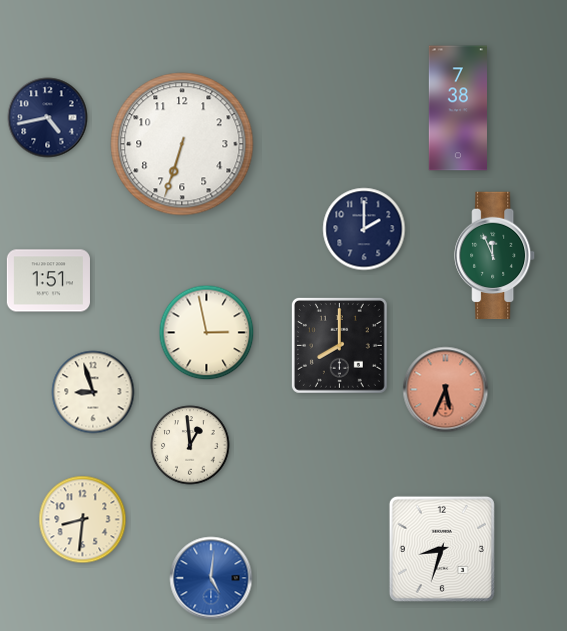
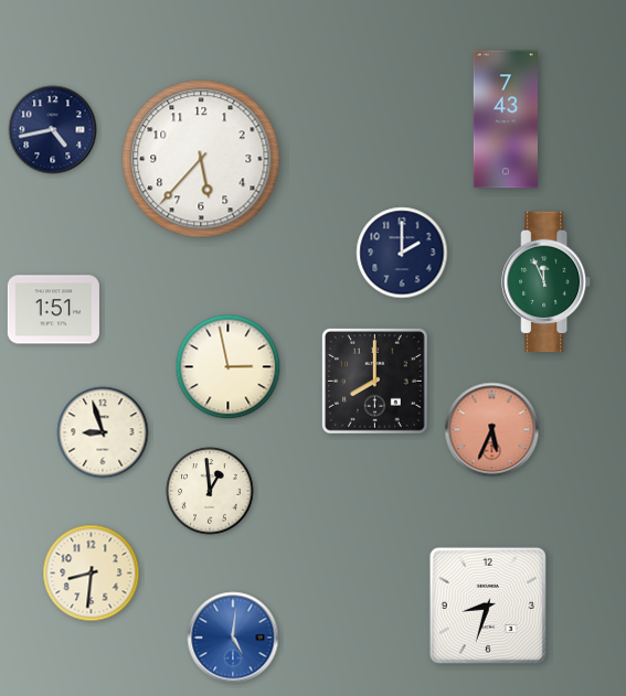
clock at (457, 108): 7:38 -> 7:43
clock at (182, 144): 6:33 -> 5:37
